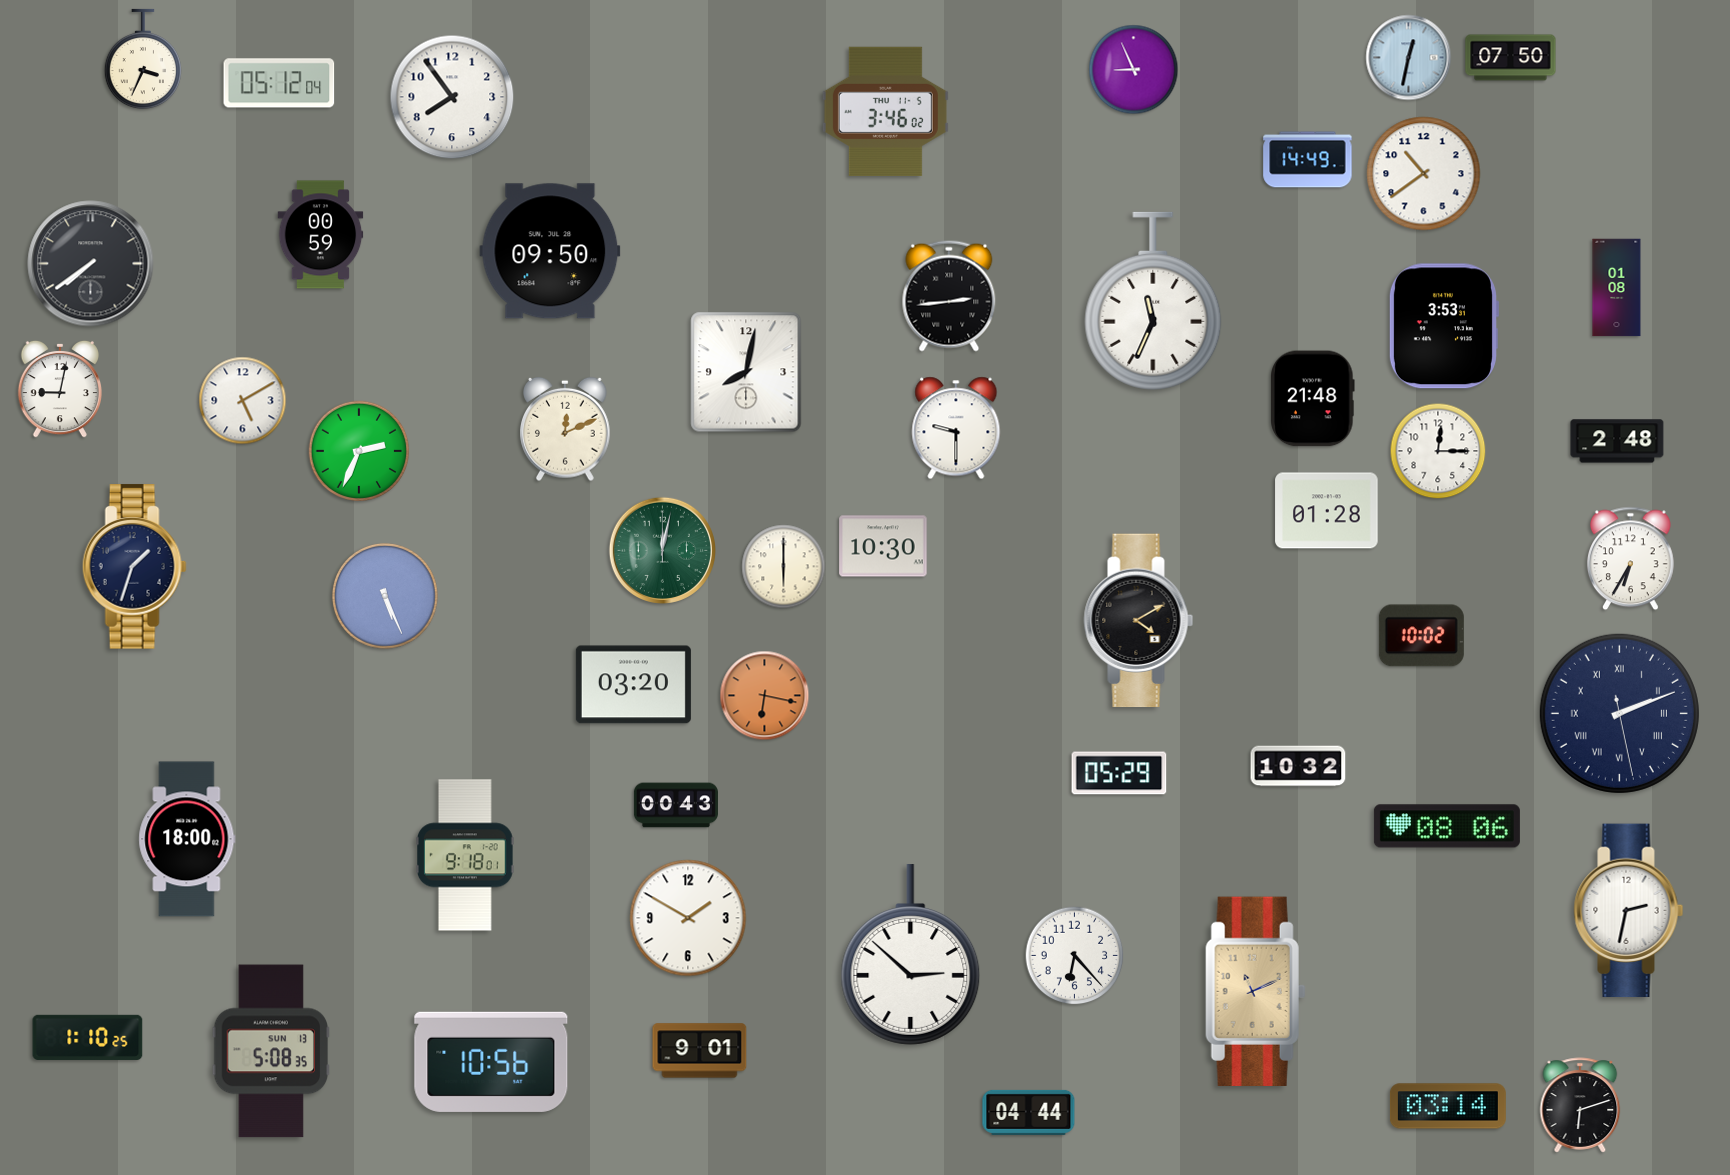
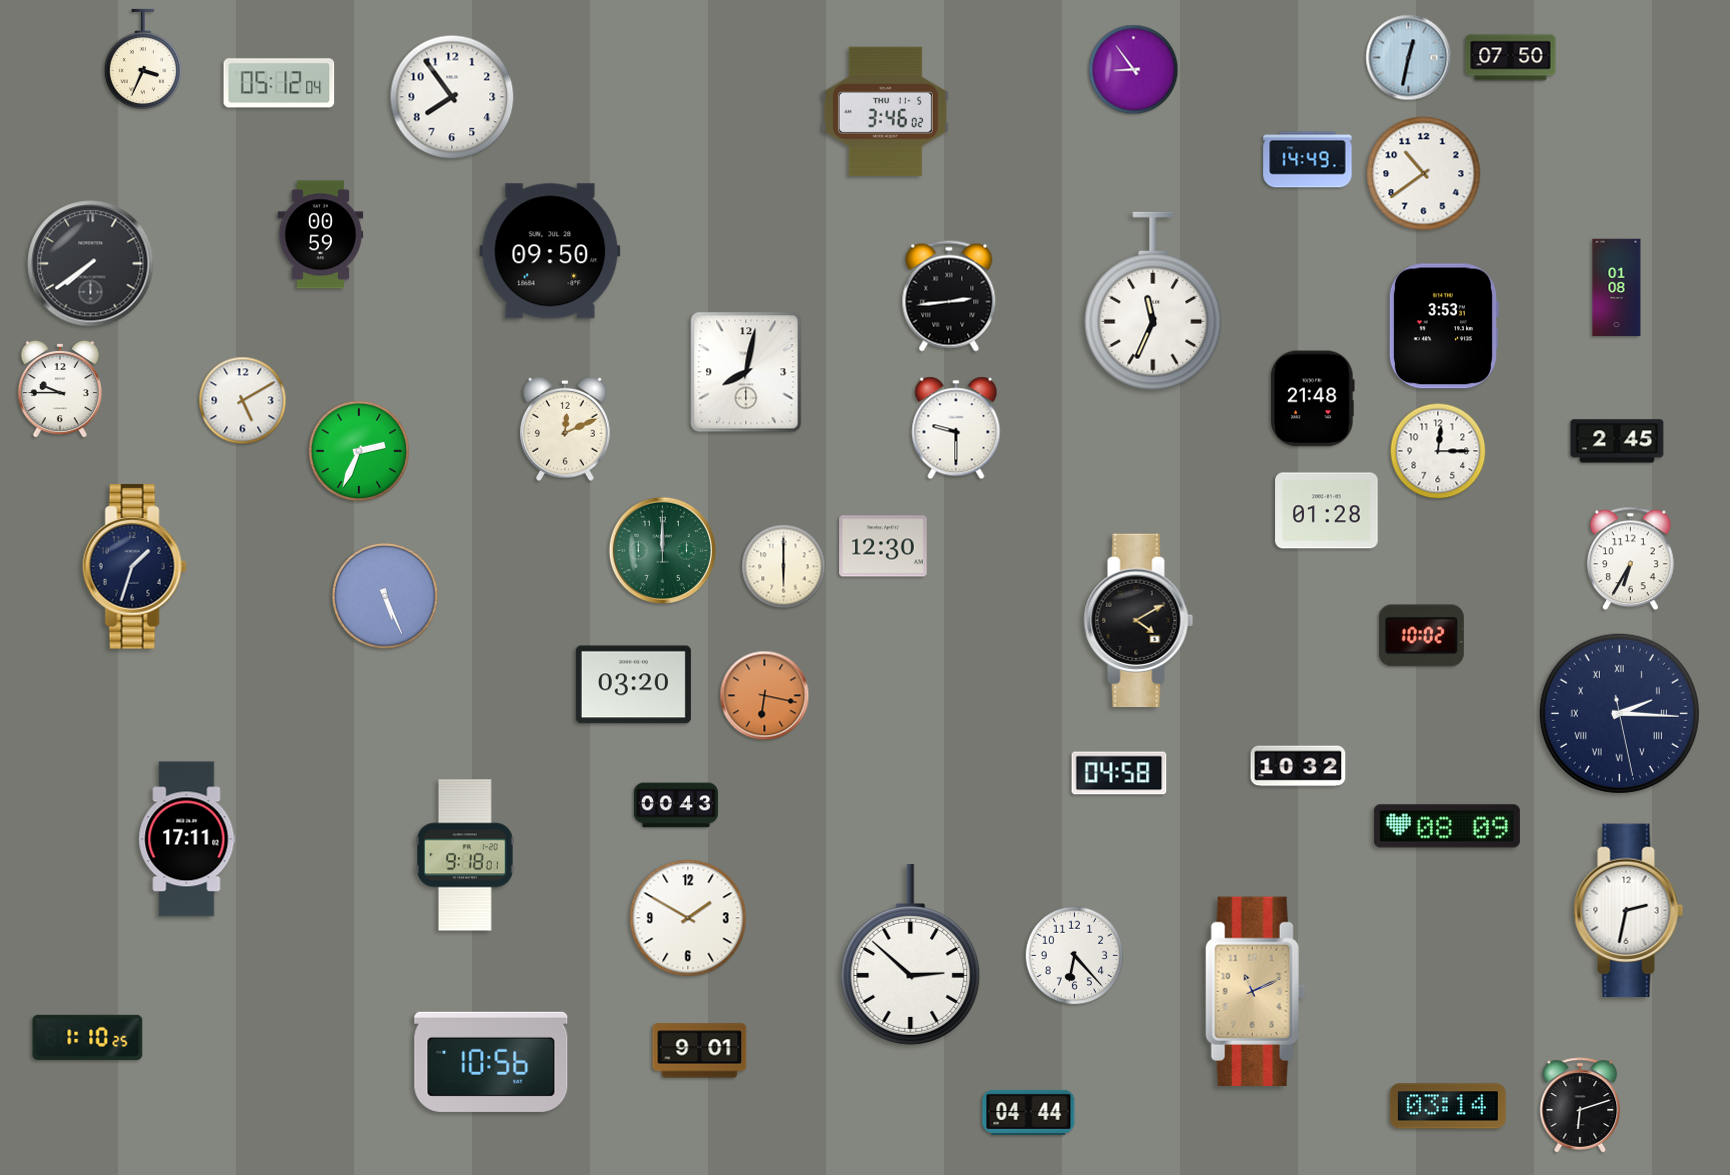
clock at (1134, 70): 8:56 -> 8:54
clock at (60, 389): 9:02 -> 9:45
clock at (1617, 441): 2:48 -> 2:45
clock at (883, 546): 10:30 -> 12:30
clock at (662, 550): 12:02 -> 12:00
clock at (1619, 713): 2:11 -> 2:15
clock at (1119, 773): 05:29 -> 04:58
clock at (1447, 826): 08:06 -> 08:09
clock at (187, 839): 18:00 -> 17:11
clock at (271, 1051): 5:08 -> none
